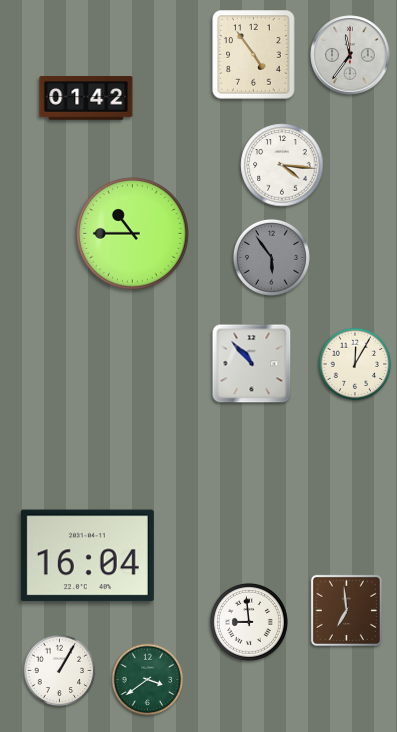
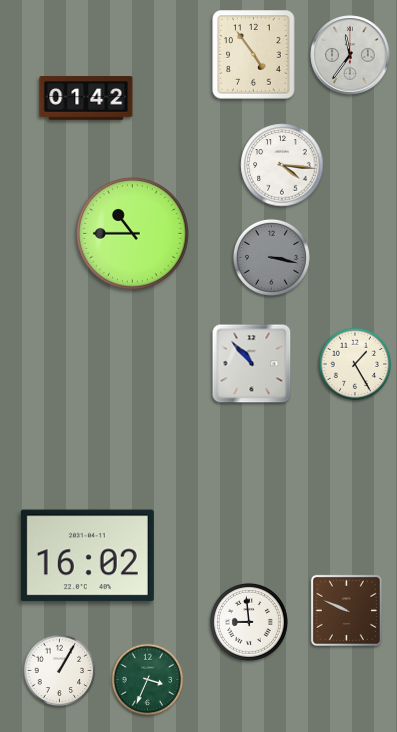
clock at (271, 257): 5:54 -> 3:17
clock at (355, 364): 12:05 -> 1:25
clock at (87, 556): 16:04 -> 16:02
clock at (346, 610): 6:59 -> 9:49
clock at (148, 680): 3:39 -> 3:34
